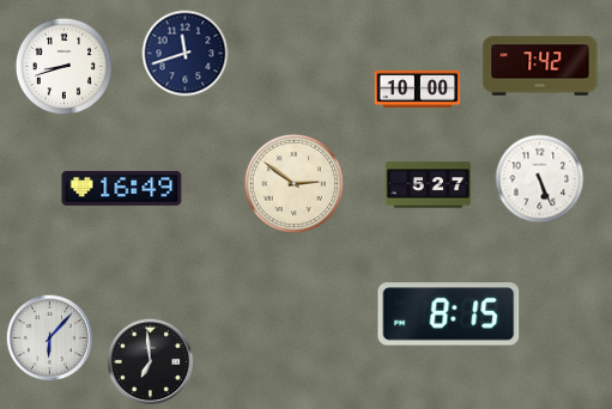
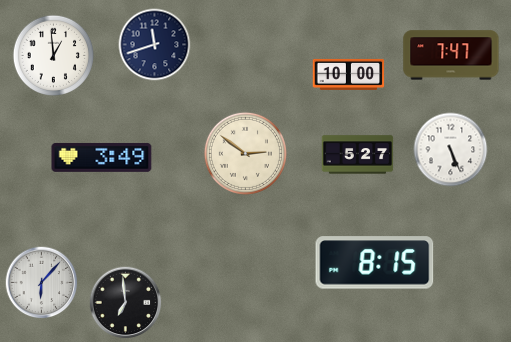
clock at (63, 66): 8:42 -> 12:59
clock at (540, 66): 7:42 -> 7:47
clock at (122, 188): 16:49 -> 3:49
